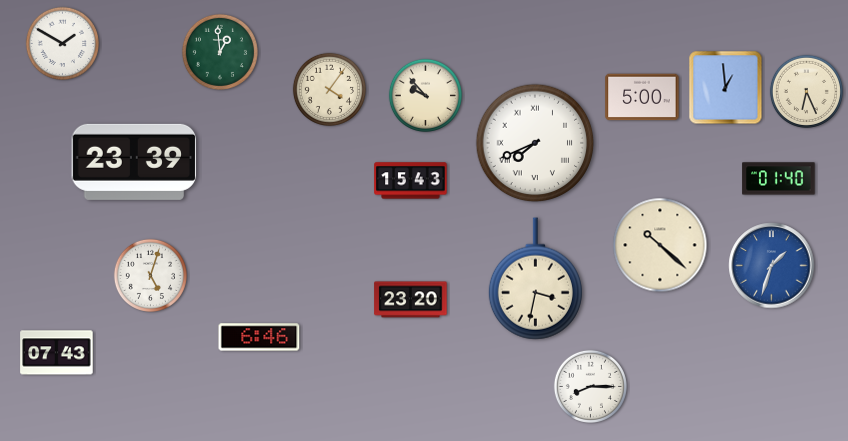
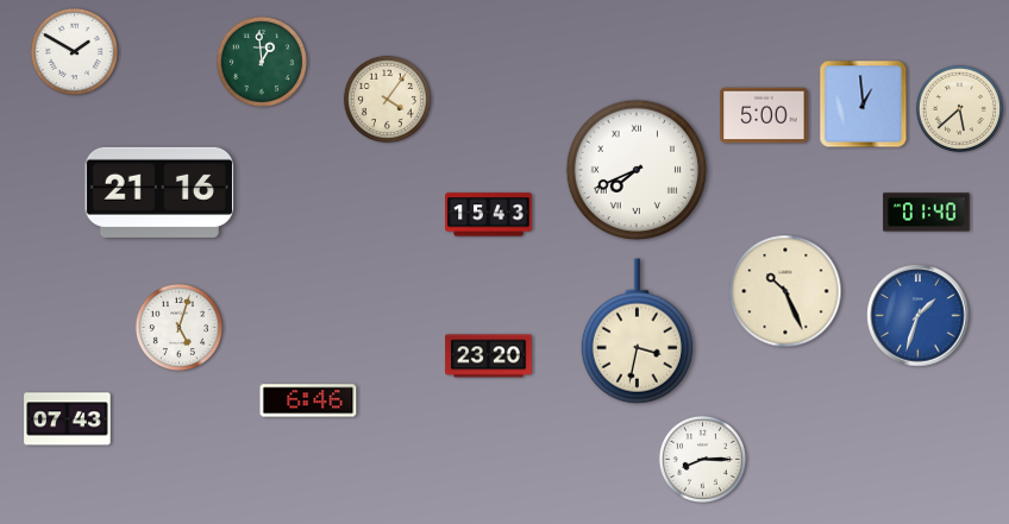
clock at (329, 89) position: (329, 89) -> (387, 99)
clock at (806, 91): 6:26 -> 5:38
clock at (425, 95): 9:53 -> none
clock at (134, 162): 23:39 -> 21:16
clock at (660, 245): 10:22 -> 10:26
